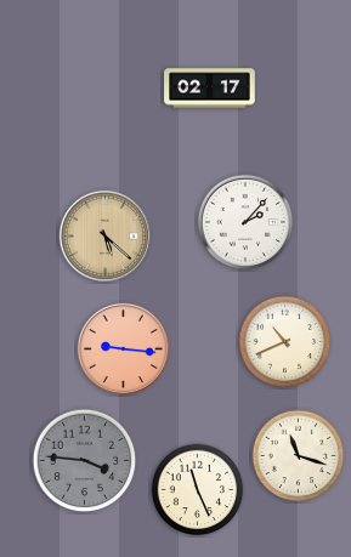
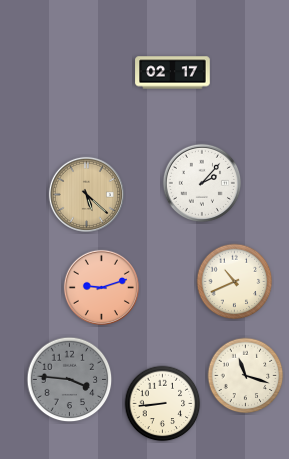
clock at (123, 348): 9:16 -> 9:12
clock at (198, 490): 11:26 -> 8:44
